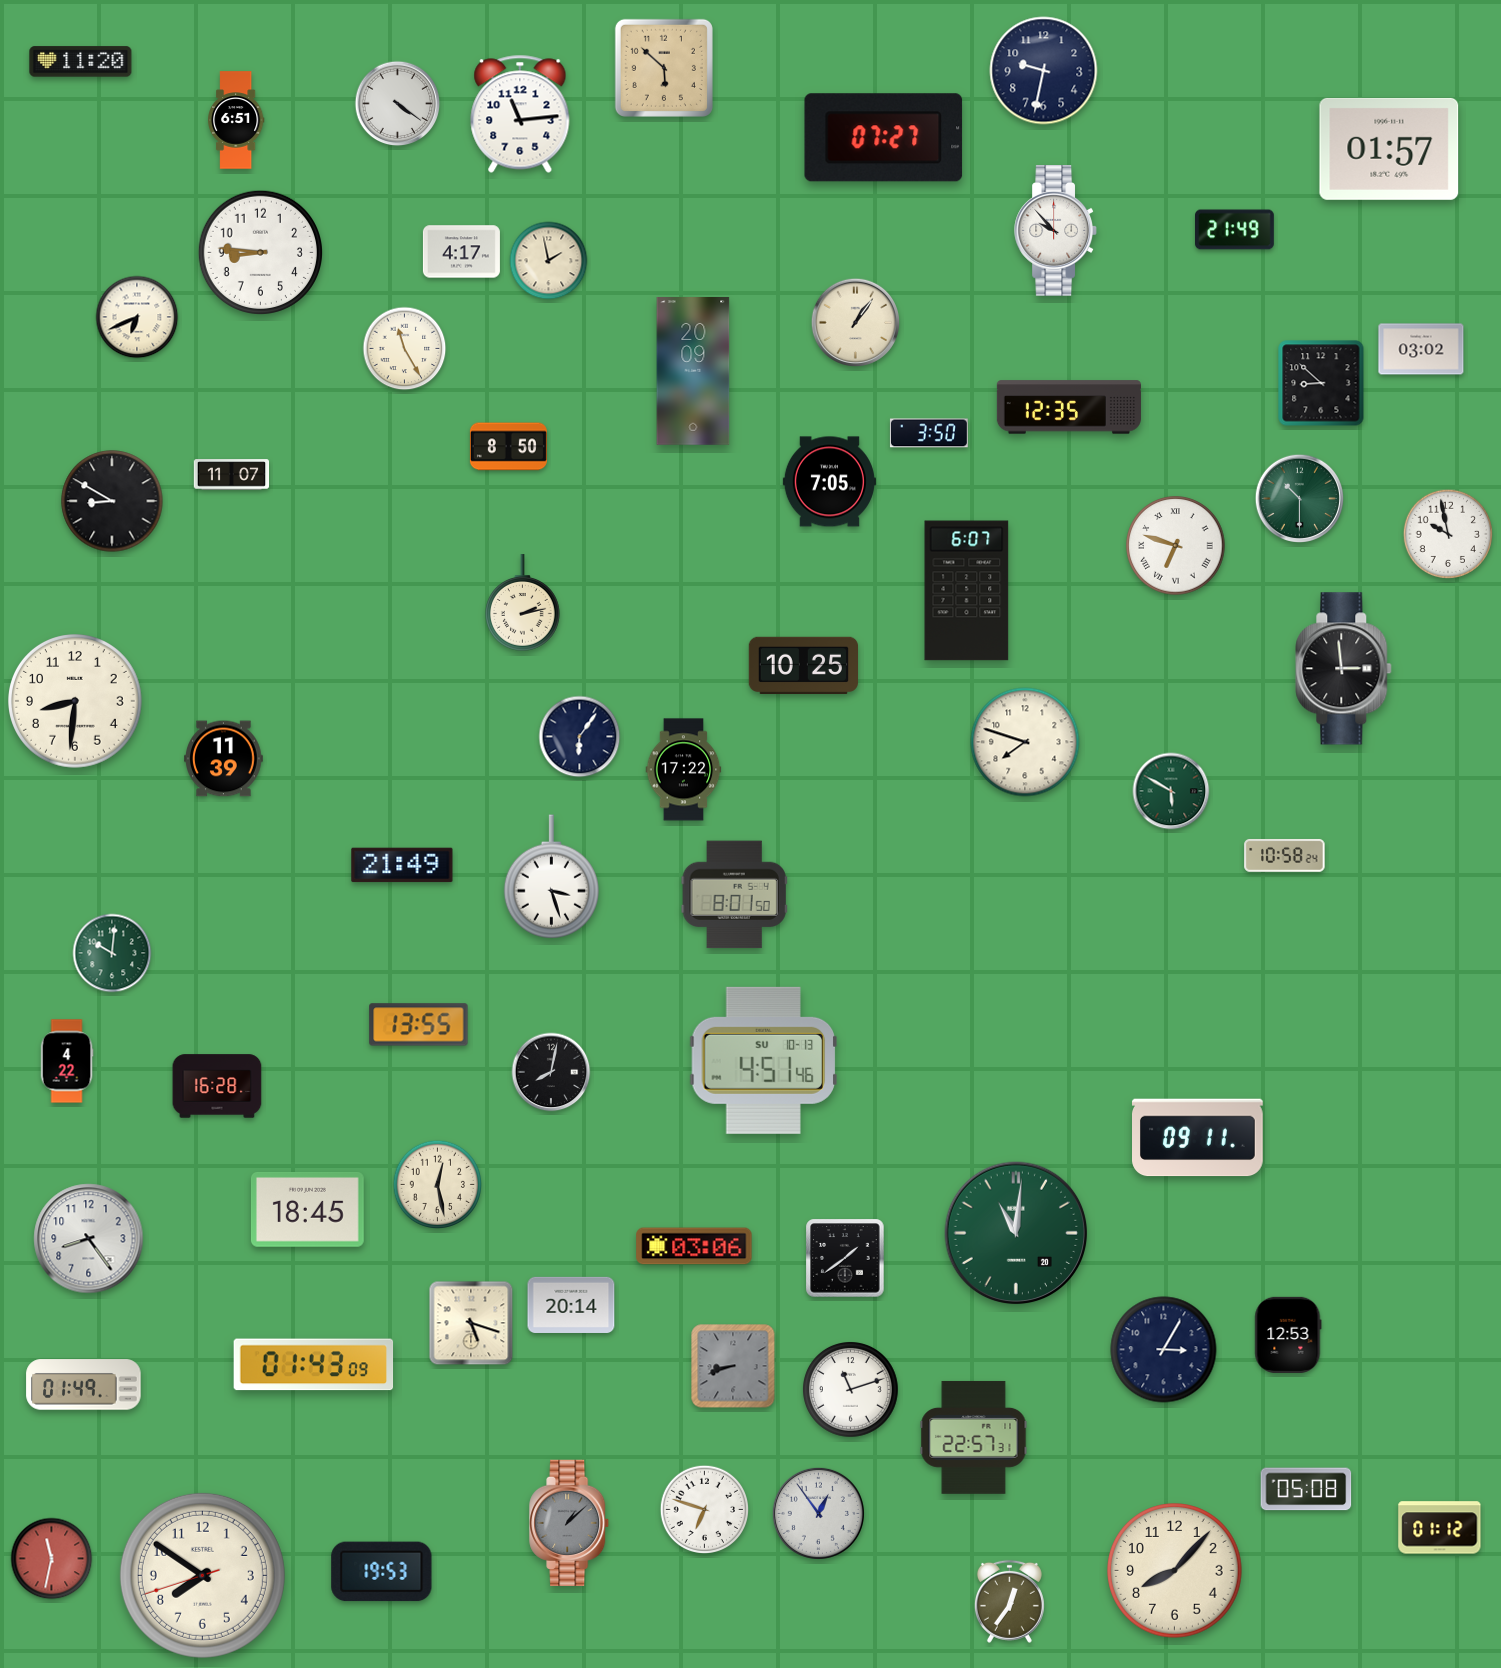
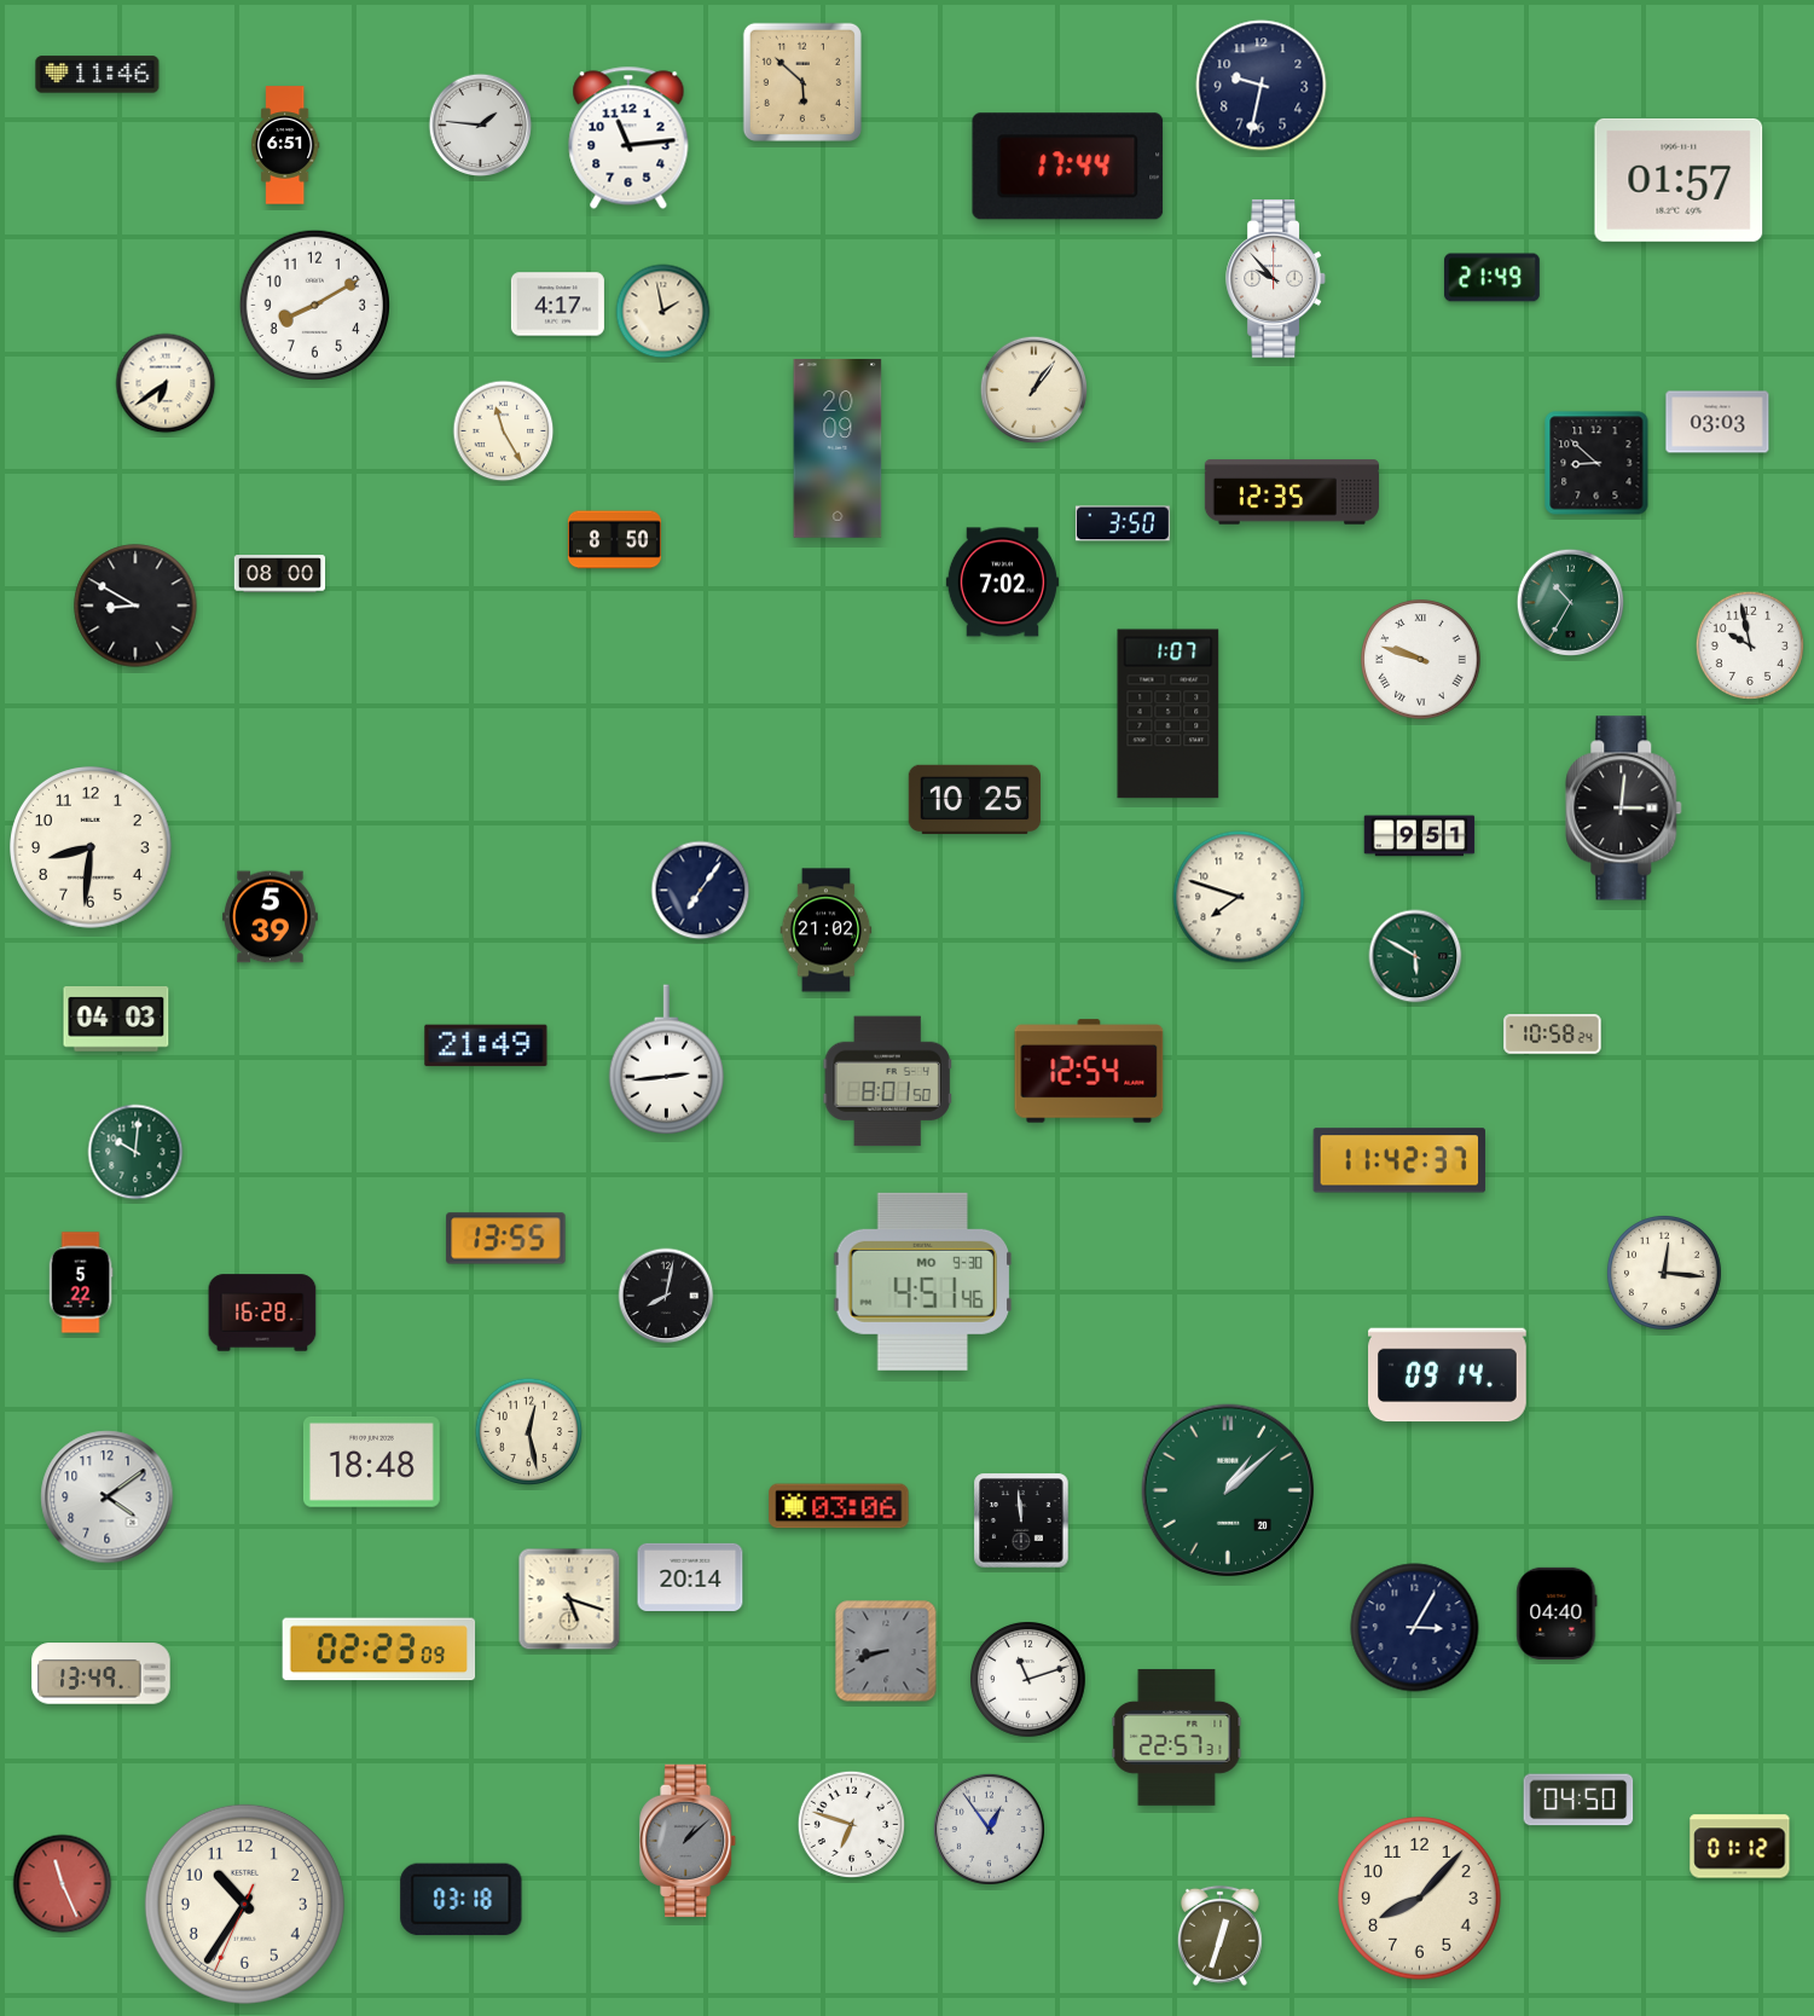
clock at (81, 62): 11:20 -> 11:46
clock at (398, 104): 4:21 -> 1:46
clock at (884, 138): 07:27 -> 17:44
clock at (260, 252): 8:46 -> 8:10
clock at (549, 261) position: (549, 261) -> (663, 312)
clock at (137, 317): 6:41 -> 6:39
clock at (405, 349) position: (405, 349) -> (504, 431)
clock at (1421, 349): 03:02 -> 03:03
clock at (232, 475): 11:07 -> 08:00
clock at (829, 482): 7:05 -> 7:02
clock at (1299, 498): 10:30 -> 10:35
clock at (1176, 546): 6:48 -> 9:48
clock at (967, 591): 6:07 -> 1:07
clock at (523, 603): 2:13 -> none
clock at (803, 665) position: (803, 665) -> (974, 799)
clock at (1344, 669): 2:59 -> 3:01
clock at (1420, 836): none -> 9:51
clock at (580, 737): 6:06 -> 7:06
clock at (224, 759): 11:39 -> 5:39
clock at (684, 770): 17:22 -> 21:02
clock at (116, 1020): none -> 04:03
clock at (551, 877): 3:27 -> 2:44
clock at (1089, 1071): none -> 12:54
clock at (1398, 1160): none -> 11:42
clock at (1664, 1273): none -> 12:16
clock at (764, 1060) date: SU 10-13 -> MO 9-30
clock at (67, 1061): 4:22 -> 5:22
clock at (1198, 1138): 09:11 -> 09:14
clock at (307, 1210): 18:45 -> 18:48
clock at (1016, 1233): 11:01 -> 1:08
clock at (89, 1239): 8:24 -> 4:09
clock at (845, 1258): 1:39 -> 11:59
clock at (1288, 1335): 12:53 -> 04:40
clock at (1164, 1350) position: (1164, 1350) -> (1415, 1628)
clock at (314, 1365): 01:43 -> 02:23
clock at (84, 1385): 01:49 -> 13:49
clock at (1306, 1489): 05:08 -> 04:50
clock at (52, 1559): 11:32 -> 11:26
clock at (382, 1572): 19:53 -> 03:18
clock at (202, 1575): 7:50 -> 10:35
clock at (1009, 1601): 12:36 -> 12:33
